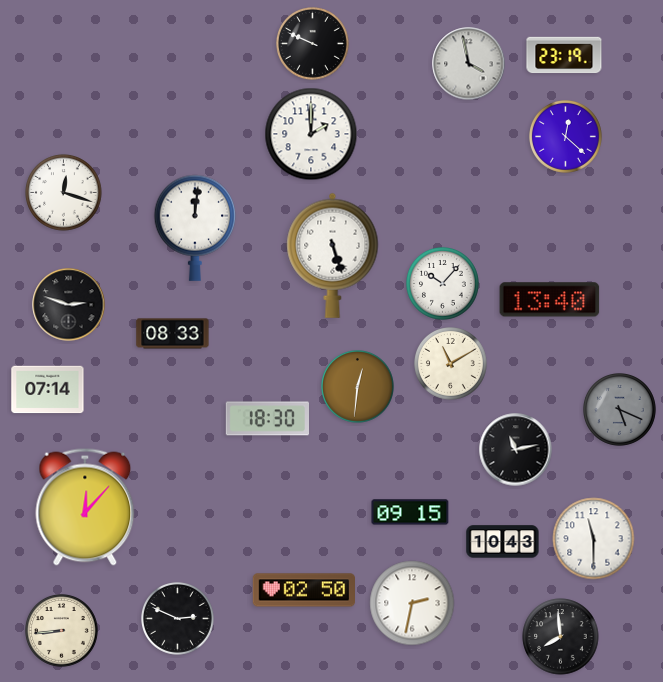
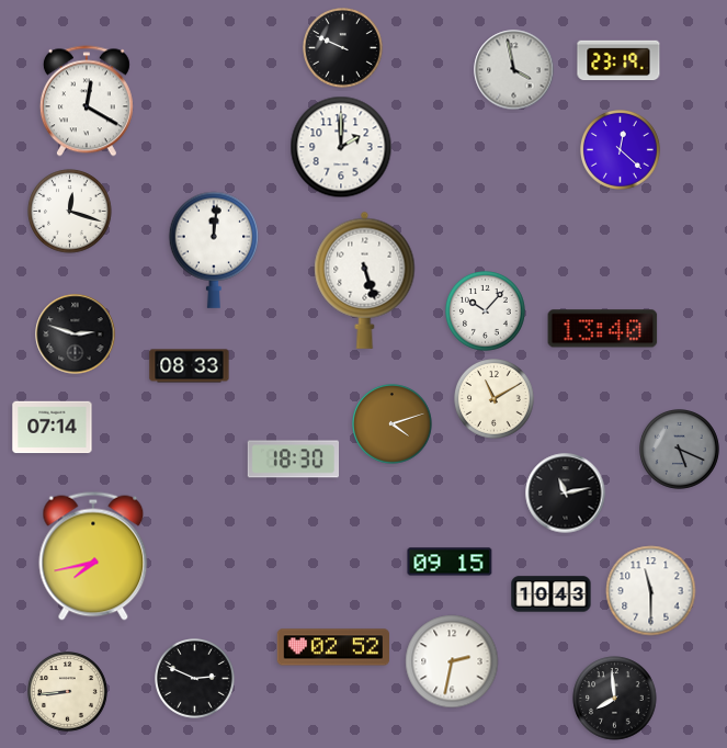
clock at (87, 101): none -> 12:20
clock at (358, 387): 12:31 -> 4:12
clock at (85, 507): 12:07 -> 7:43
clock at (303, 590): 02:50 -> 02:52
